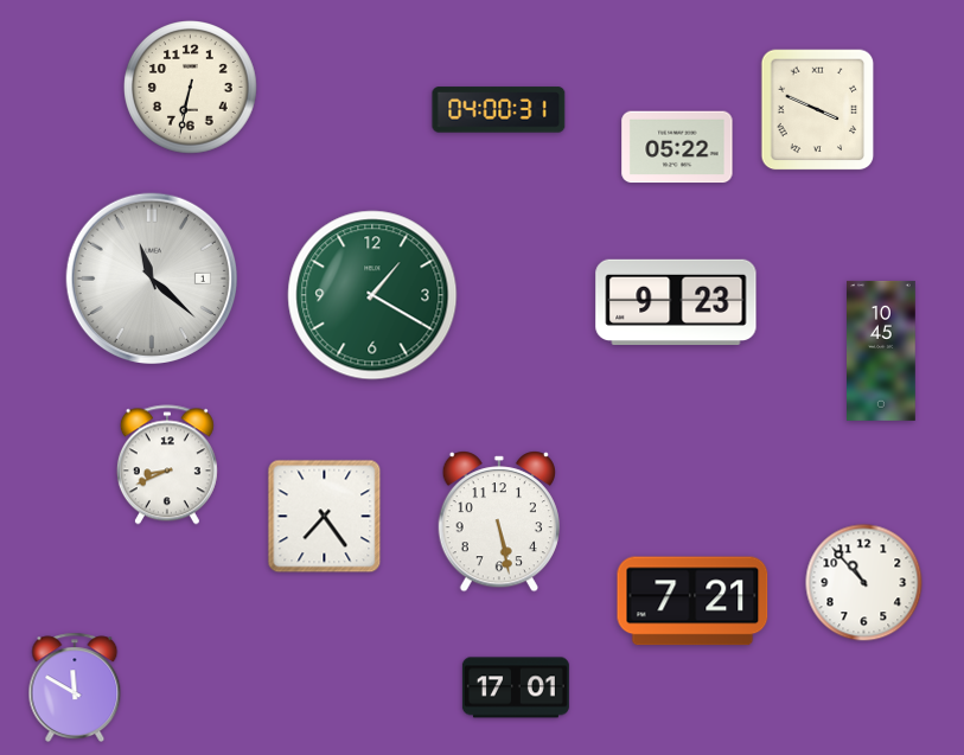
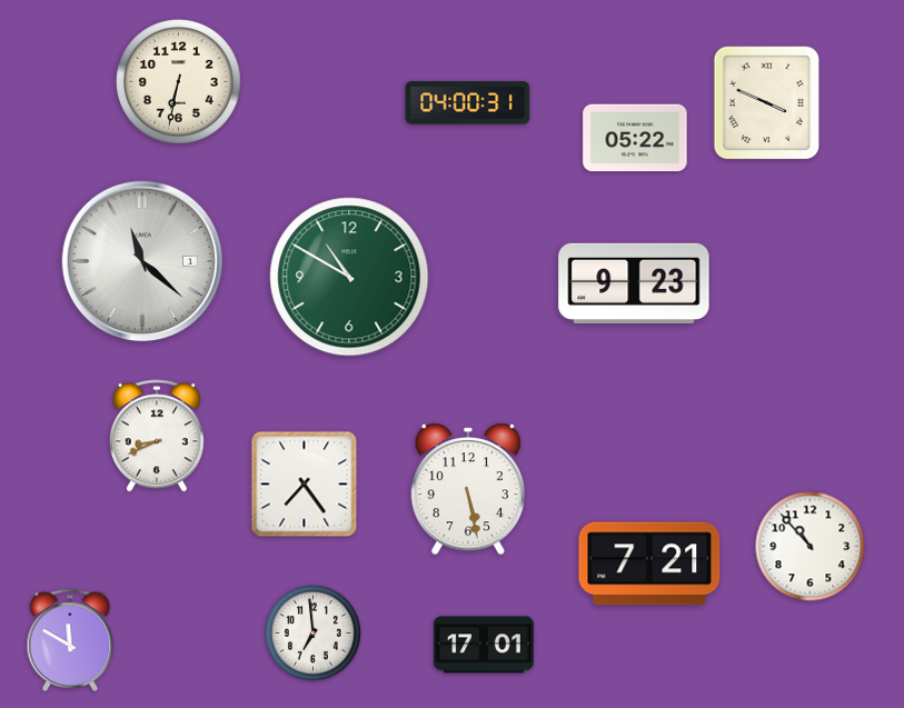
clock at (372, 295): 1:20 -> 10:50
clock at (882, 351): 10:45 -> none
clock at (312, 632): none -> 6:59
clock at (75, 687) position: (75, 687) -> (70, 640)
